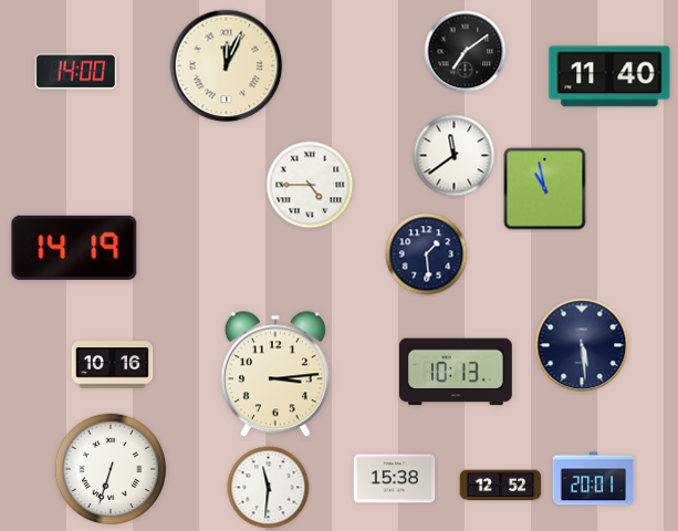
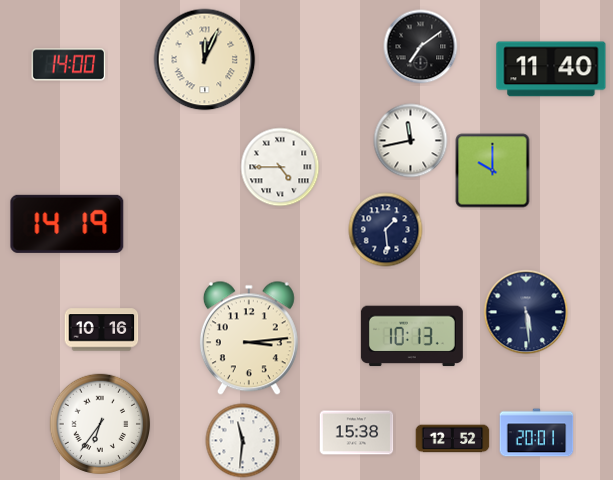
clock at (455, 156): 11:39 -> 11:43
clock at (545, 189): 10:58 -> 10:00
clock at (111, 469): 6:33 -> 6:36
